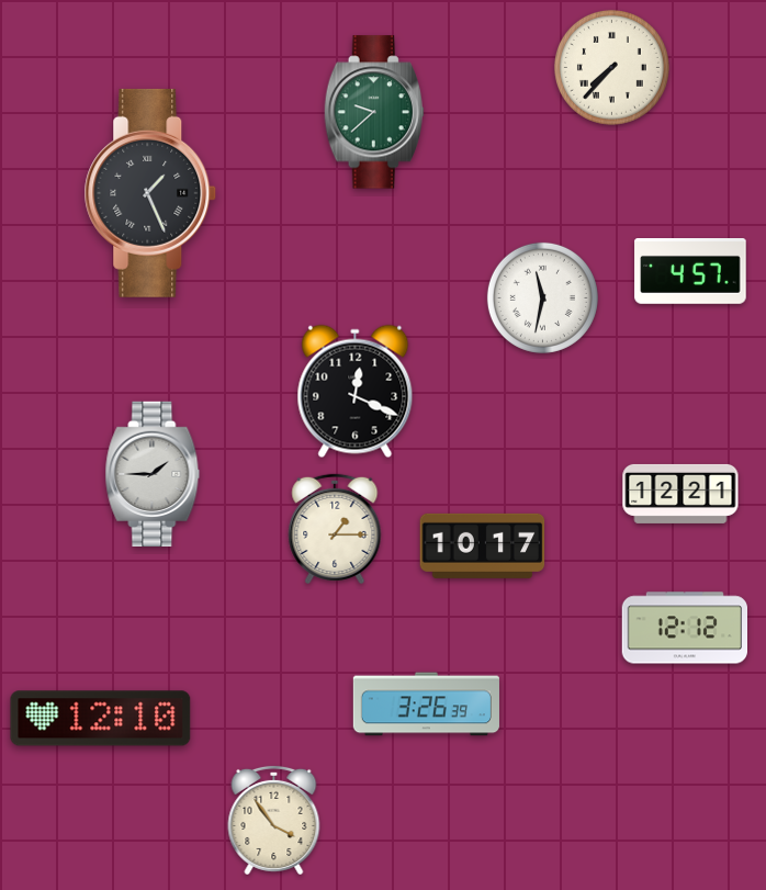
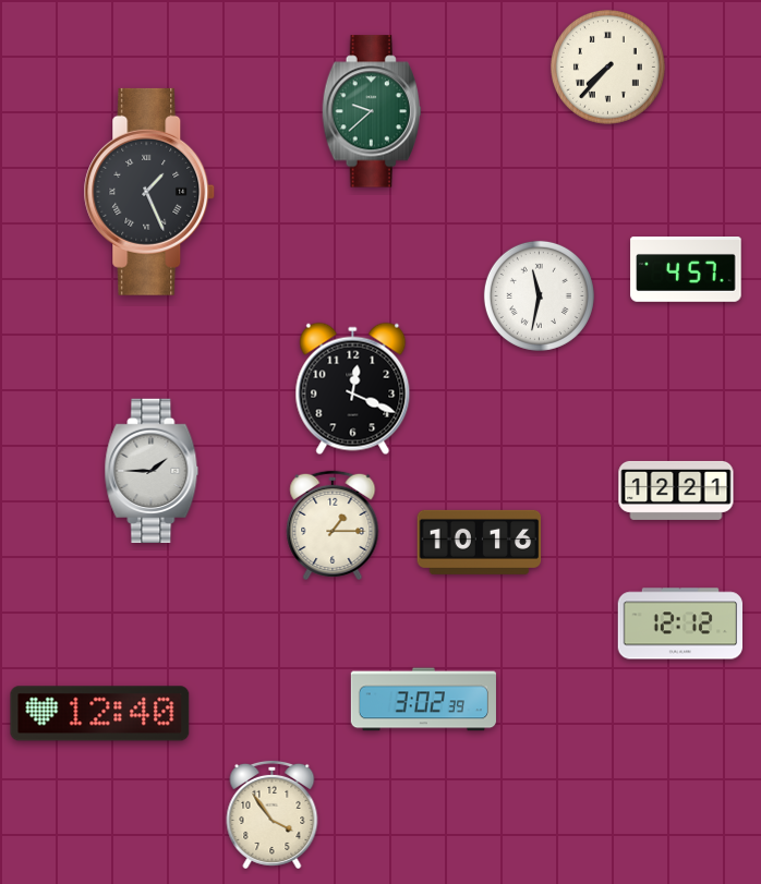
clock at (483, 545): 10:17 -> 10:16
clock at (426, 705): 3:26 -> 3:02
clock at (101, 719): 12:10 -> 12:40
